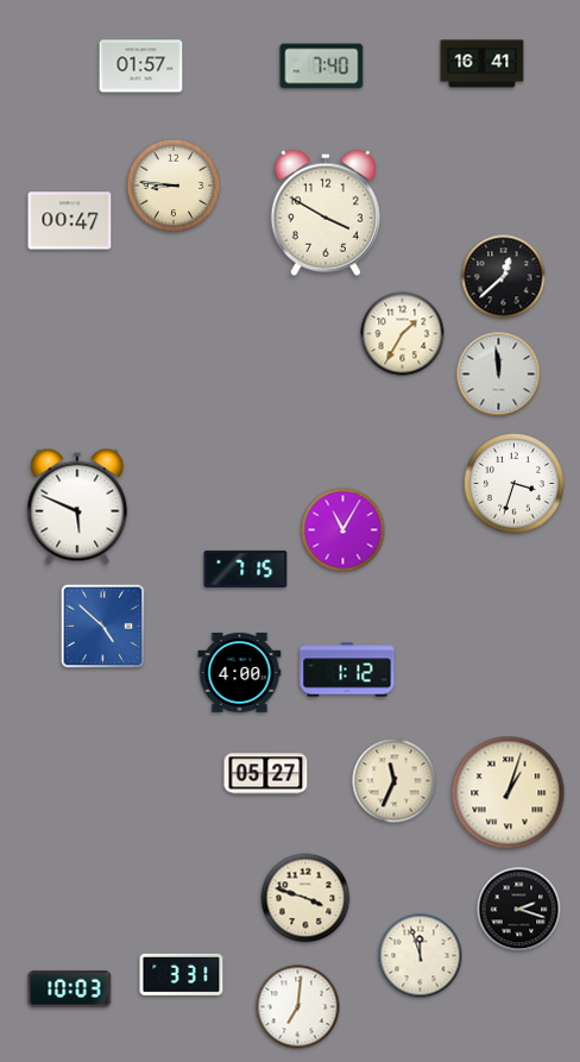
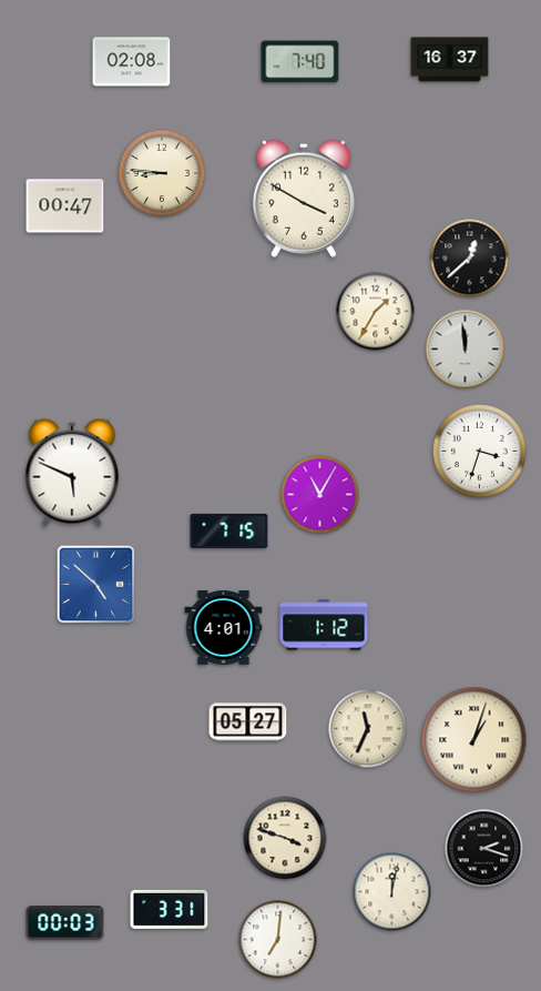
clock at (483, 64): 16:41 -> 16:37
clock at (141, 67): 01:57 -> 02:08
clock at (240, 673): 4:00 -> 4:01
clock at (421, 956): 11:57 -> 12:02
clock at (70, 989): 10:03 -> 00:03
